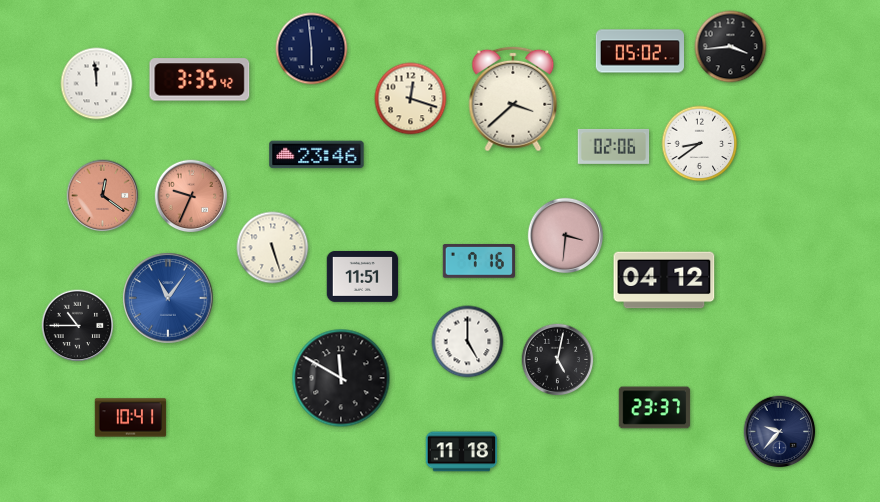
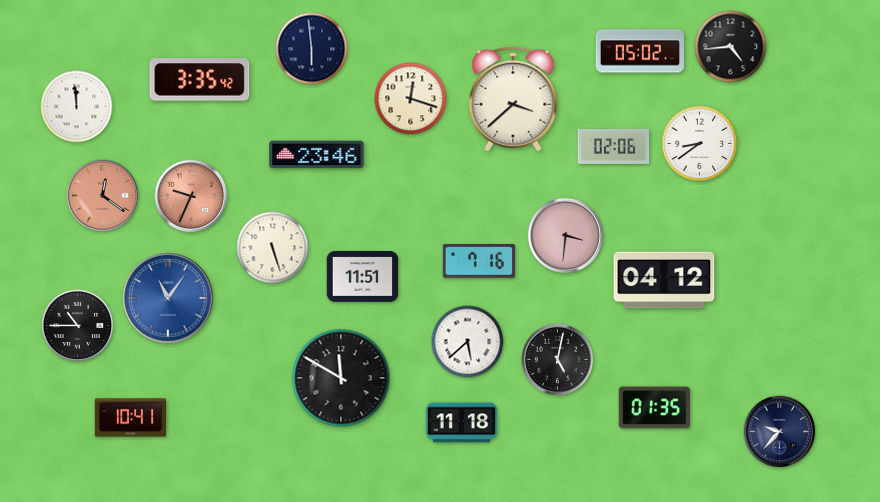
clock at (731, 47): 3:44 -> 4:44
clock at (97, 84) position: (97, 84) -> (77, 107)
clock at (468, 342): 5:00 -> 5:38
clock at (655, 408): 23:37 -> 01:35
clock at (462, 452) position: (462, 452) -> (462, 423)
